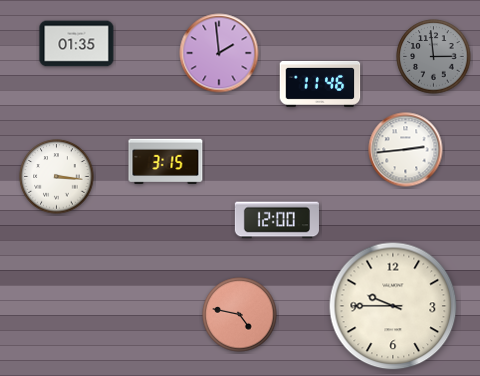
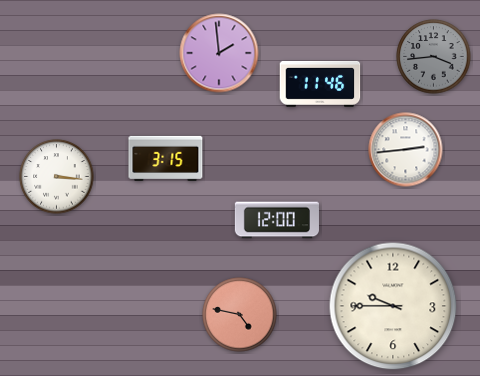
clock at (77, 44): 01:35 -> none
clock at (434, 57): 2:59 -> 3:44
clock at (166, 161) position: (166, 161) -> (166, 158)
